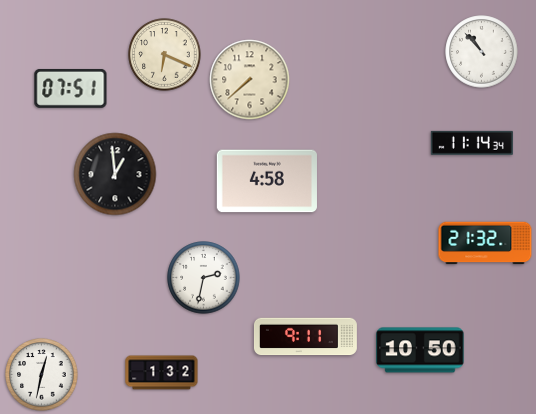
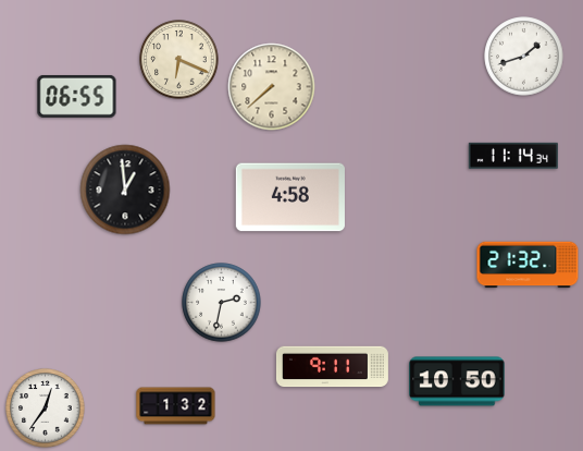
clock at (482, 52): 10:53 -> 1:42
clock at (71, 88): 07:51 -> 06:55
clock at (42, 375): 12:32 -> 12:36
